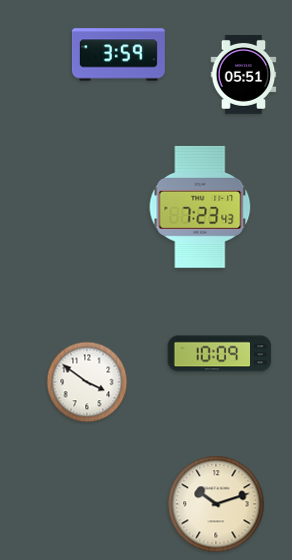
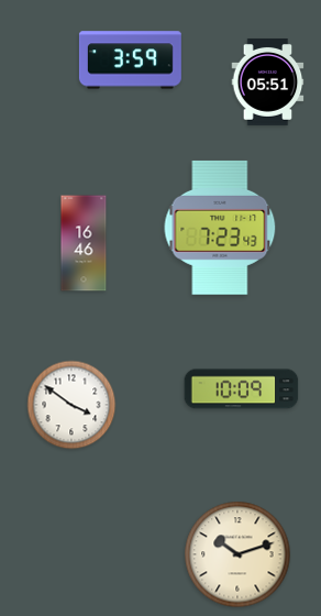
clock at (84, 243): none -> 16:46
clock at (87, 382) position: (87, 382) -> (71, 405)
